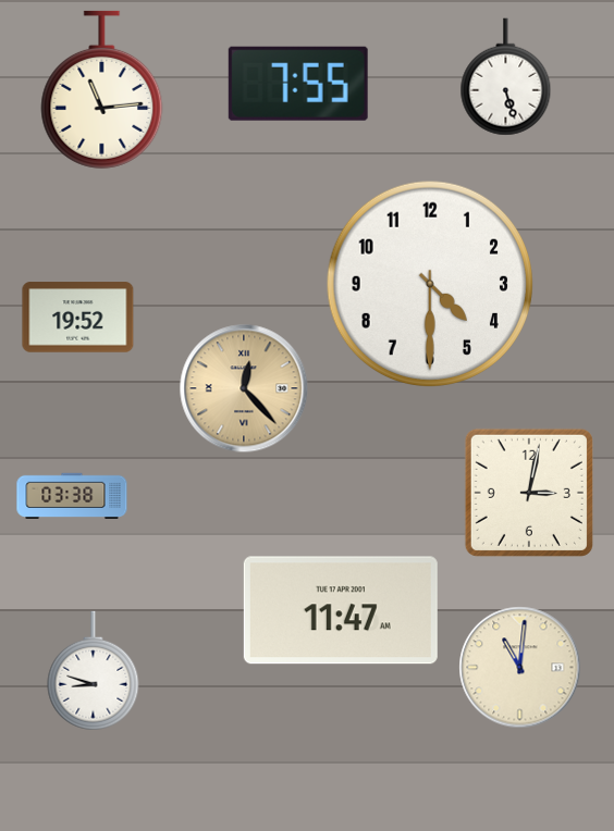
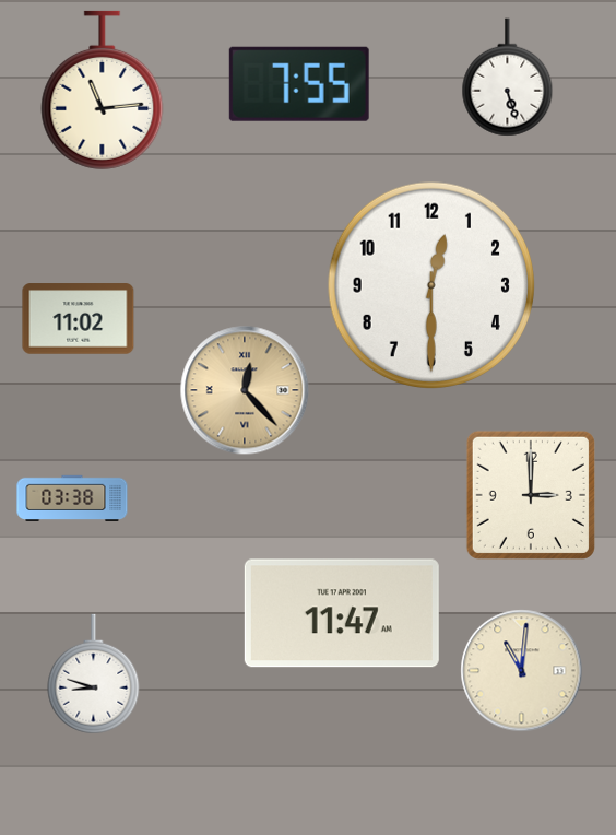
clock at (430, 284): 4:30 -> 12:30
clock at (78, 318): 19:52 -> 11:02
clock at (529, 493): 3:02 -> 3:00
